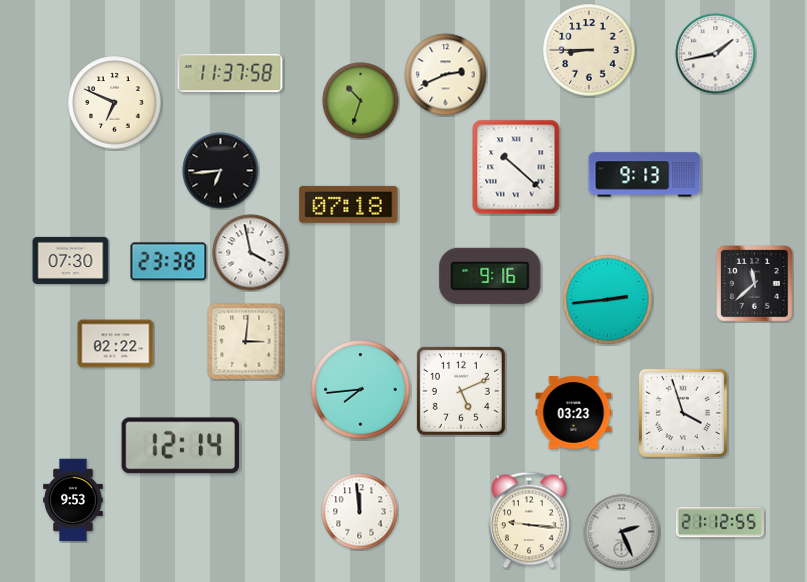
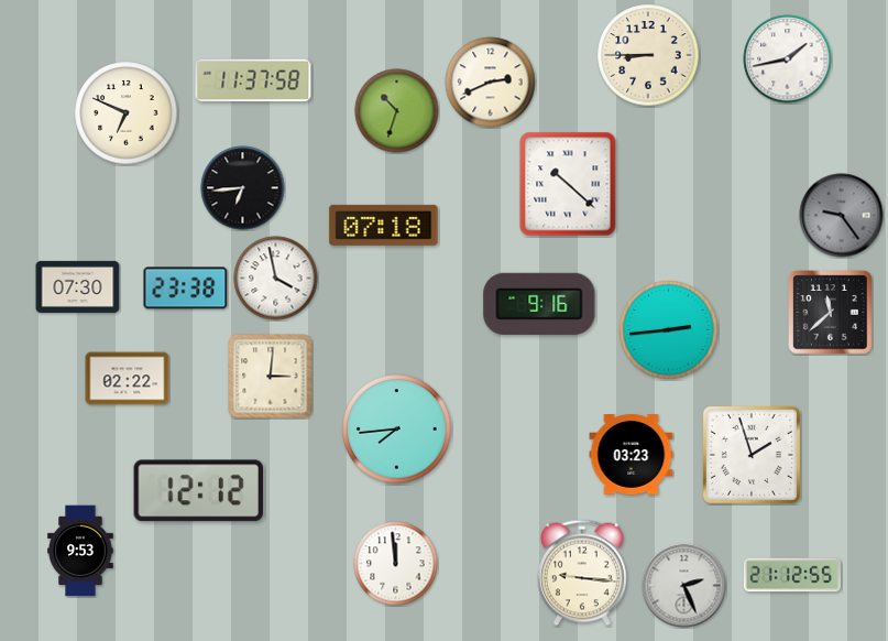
clock at (645, 175): 9:13 -> none
clock at (842, 216): none -> 9:24
clock at (461, 391): 5:11 -> none
clock at (683, 413): 3:57 -> 1:57
clock at (180, 446): 12:14 -> 12:12
